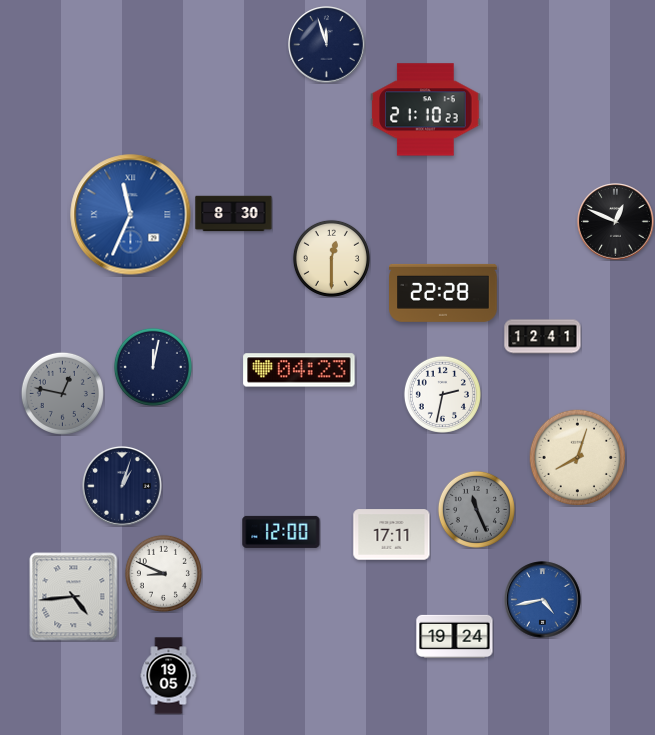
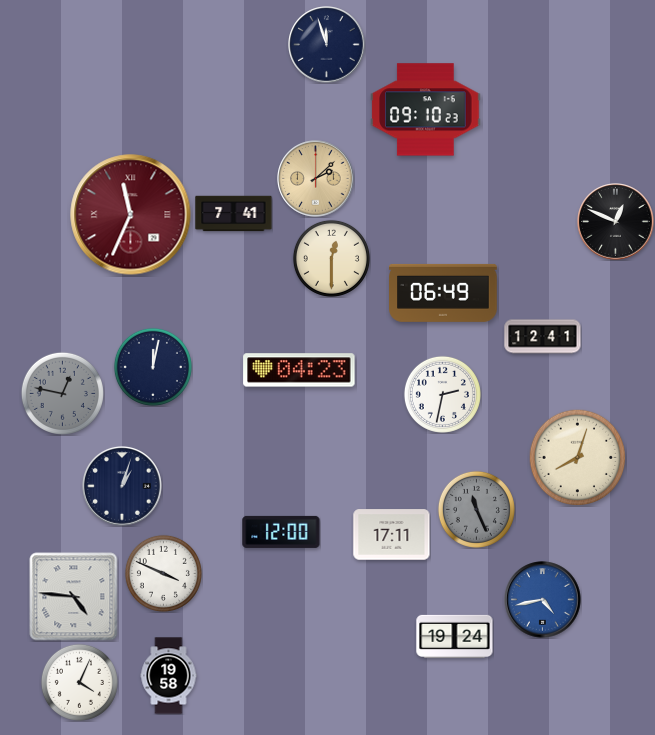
clock at (426, 110): 21:10 -> 09:10
clock at (316, 179): none -> 2:08
clock at (234, 214): 8:30 -> 7:41
clock at (131, 215) dial: blue -> burgundy
clock at (443, 293): 22:28 -> 06:49
clock at (163, 573): 8:49 -> 3:49
clock at (74, 597): 4:44 -> 4:46
clock at (169, 676): 19:05 -> 19:58
clock at (79, 682): none -> 4:04
